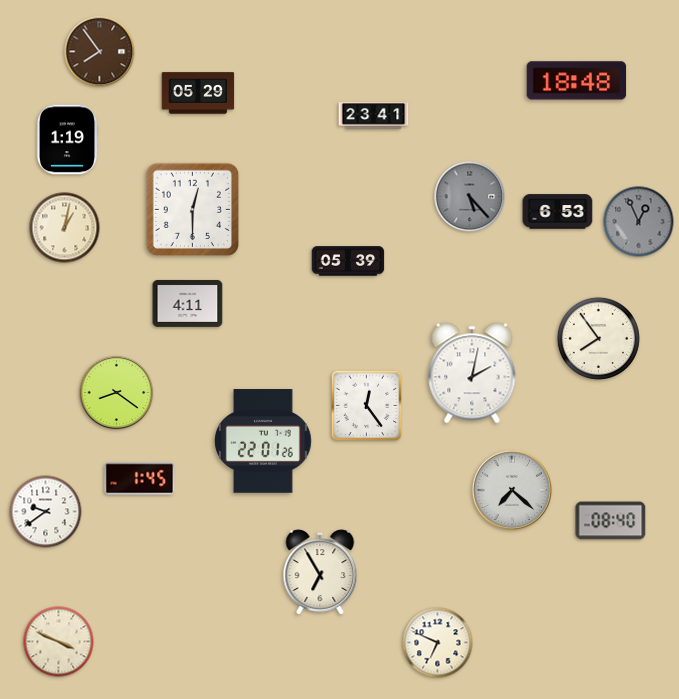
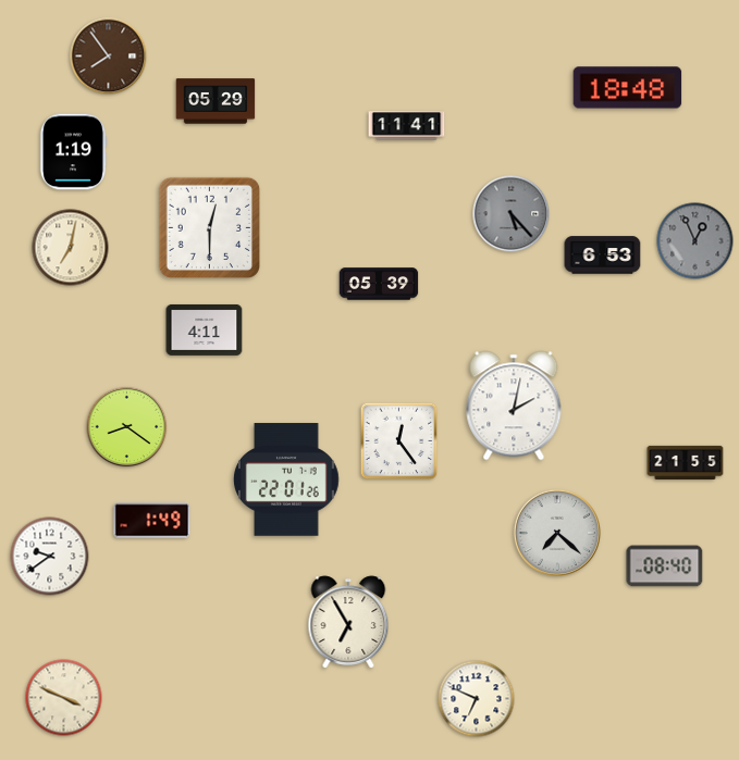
clock at (374, 116): 23:41 -> 11:41
clock at (558, 212) position: (558, 212) -> (603, 256)
clock at (65, 228): 1:02 -> 7:02
clock at (598, 338): 7:54 -> none
clock at (686, 462): none -> 21:55
clock at (140, 479): 1:45 -> 1:49
